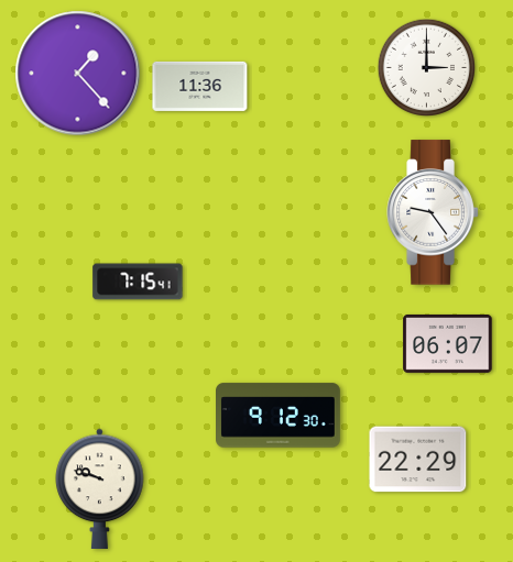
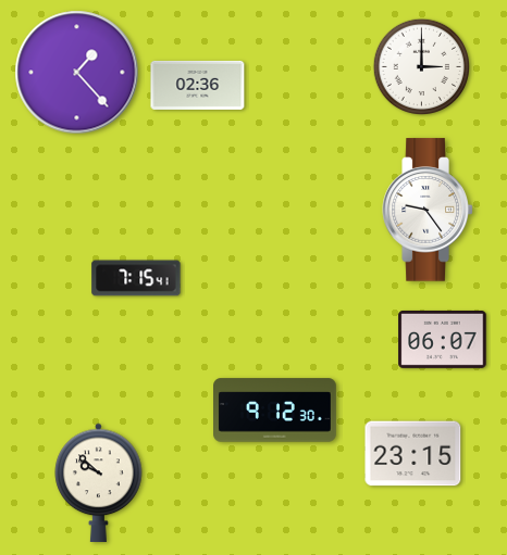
clock at (200, 86): 11:36 -> 02:36
clock at (418, 460): 22:29 -> 23:15
clock at (100, 488): 9:48 -> 9:52
